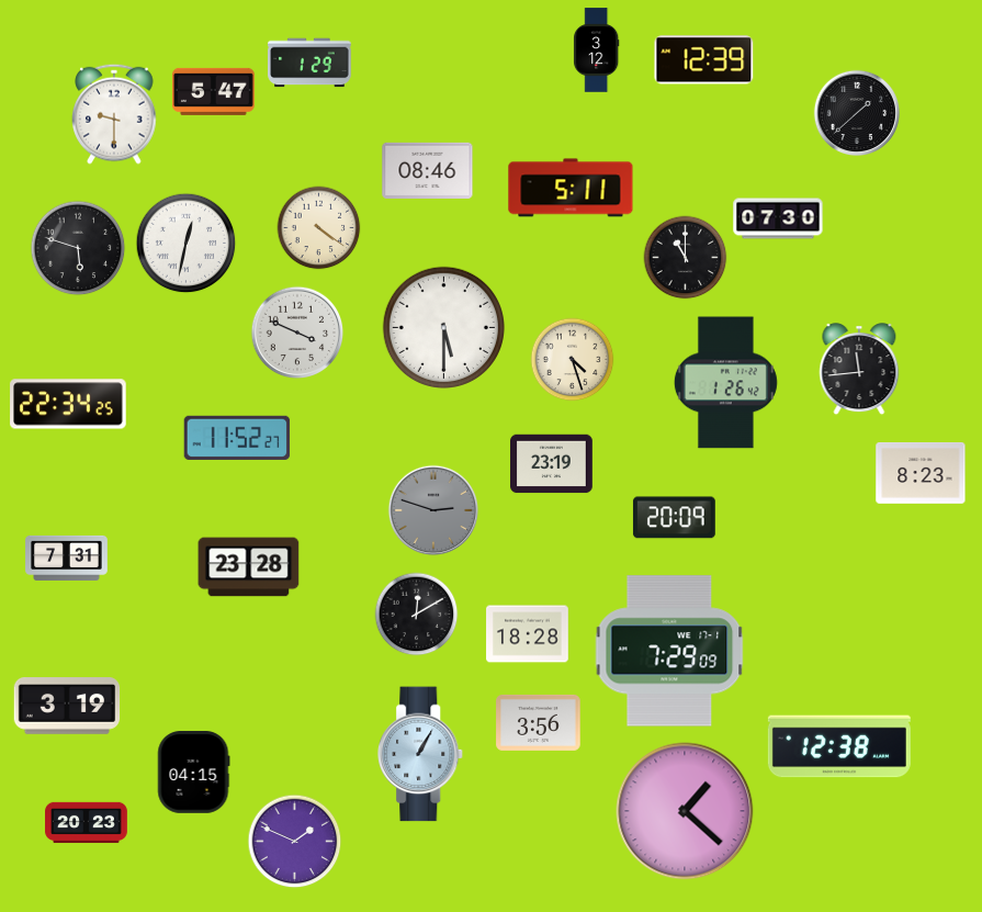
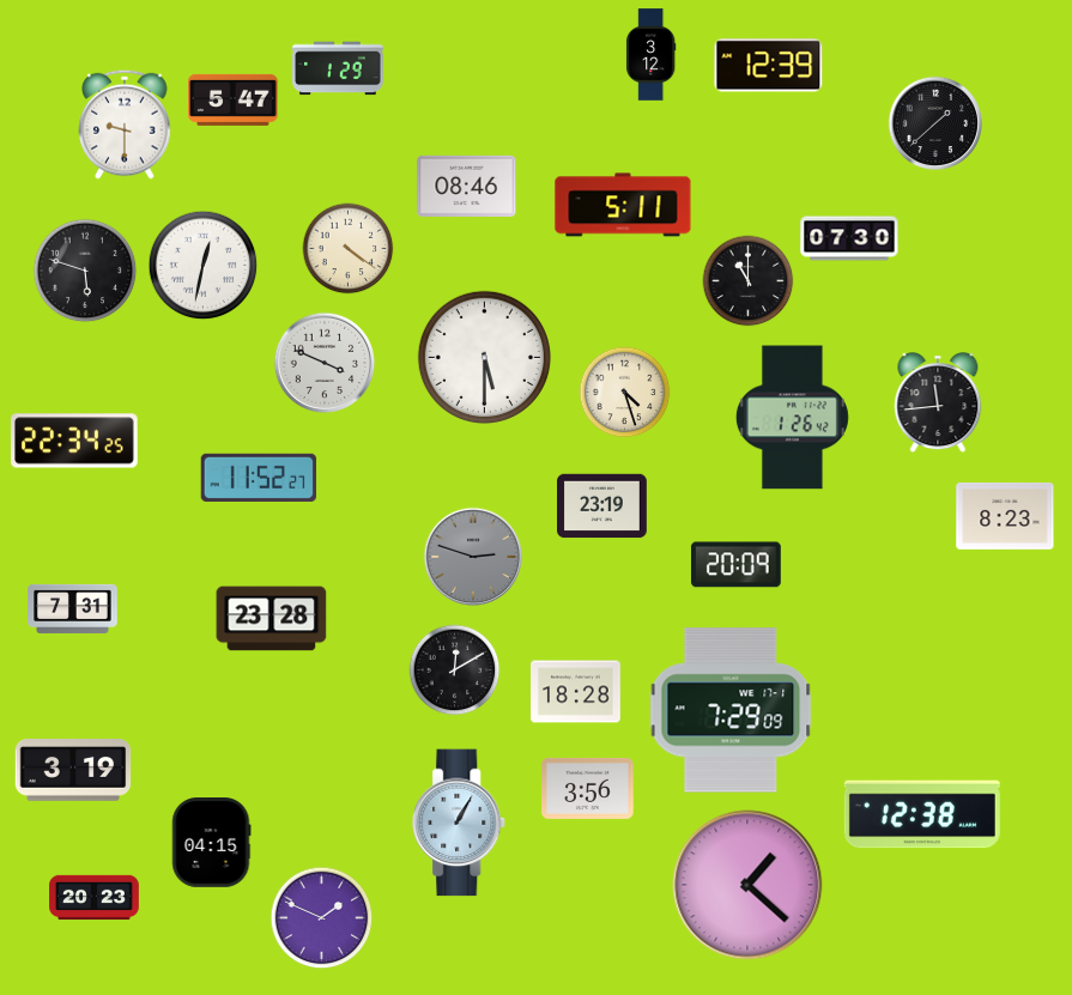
clock at (839, 746) position: (839, 746) -> (922, 814)
